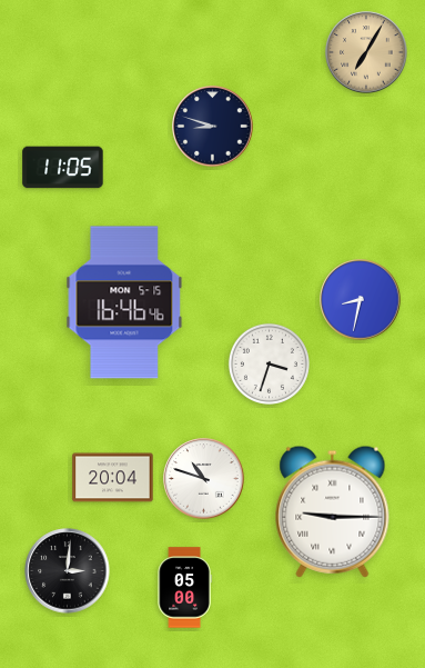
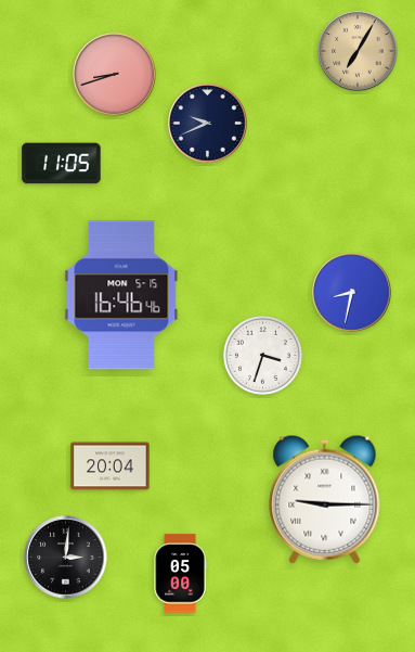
clock at (115, 75): none -> 8:42
clock at (213, 127): 8:48 -> 9:41
clock at (204, 479): 10:48 -> none
